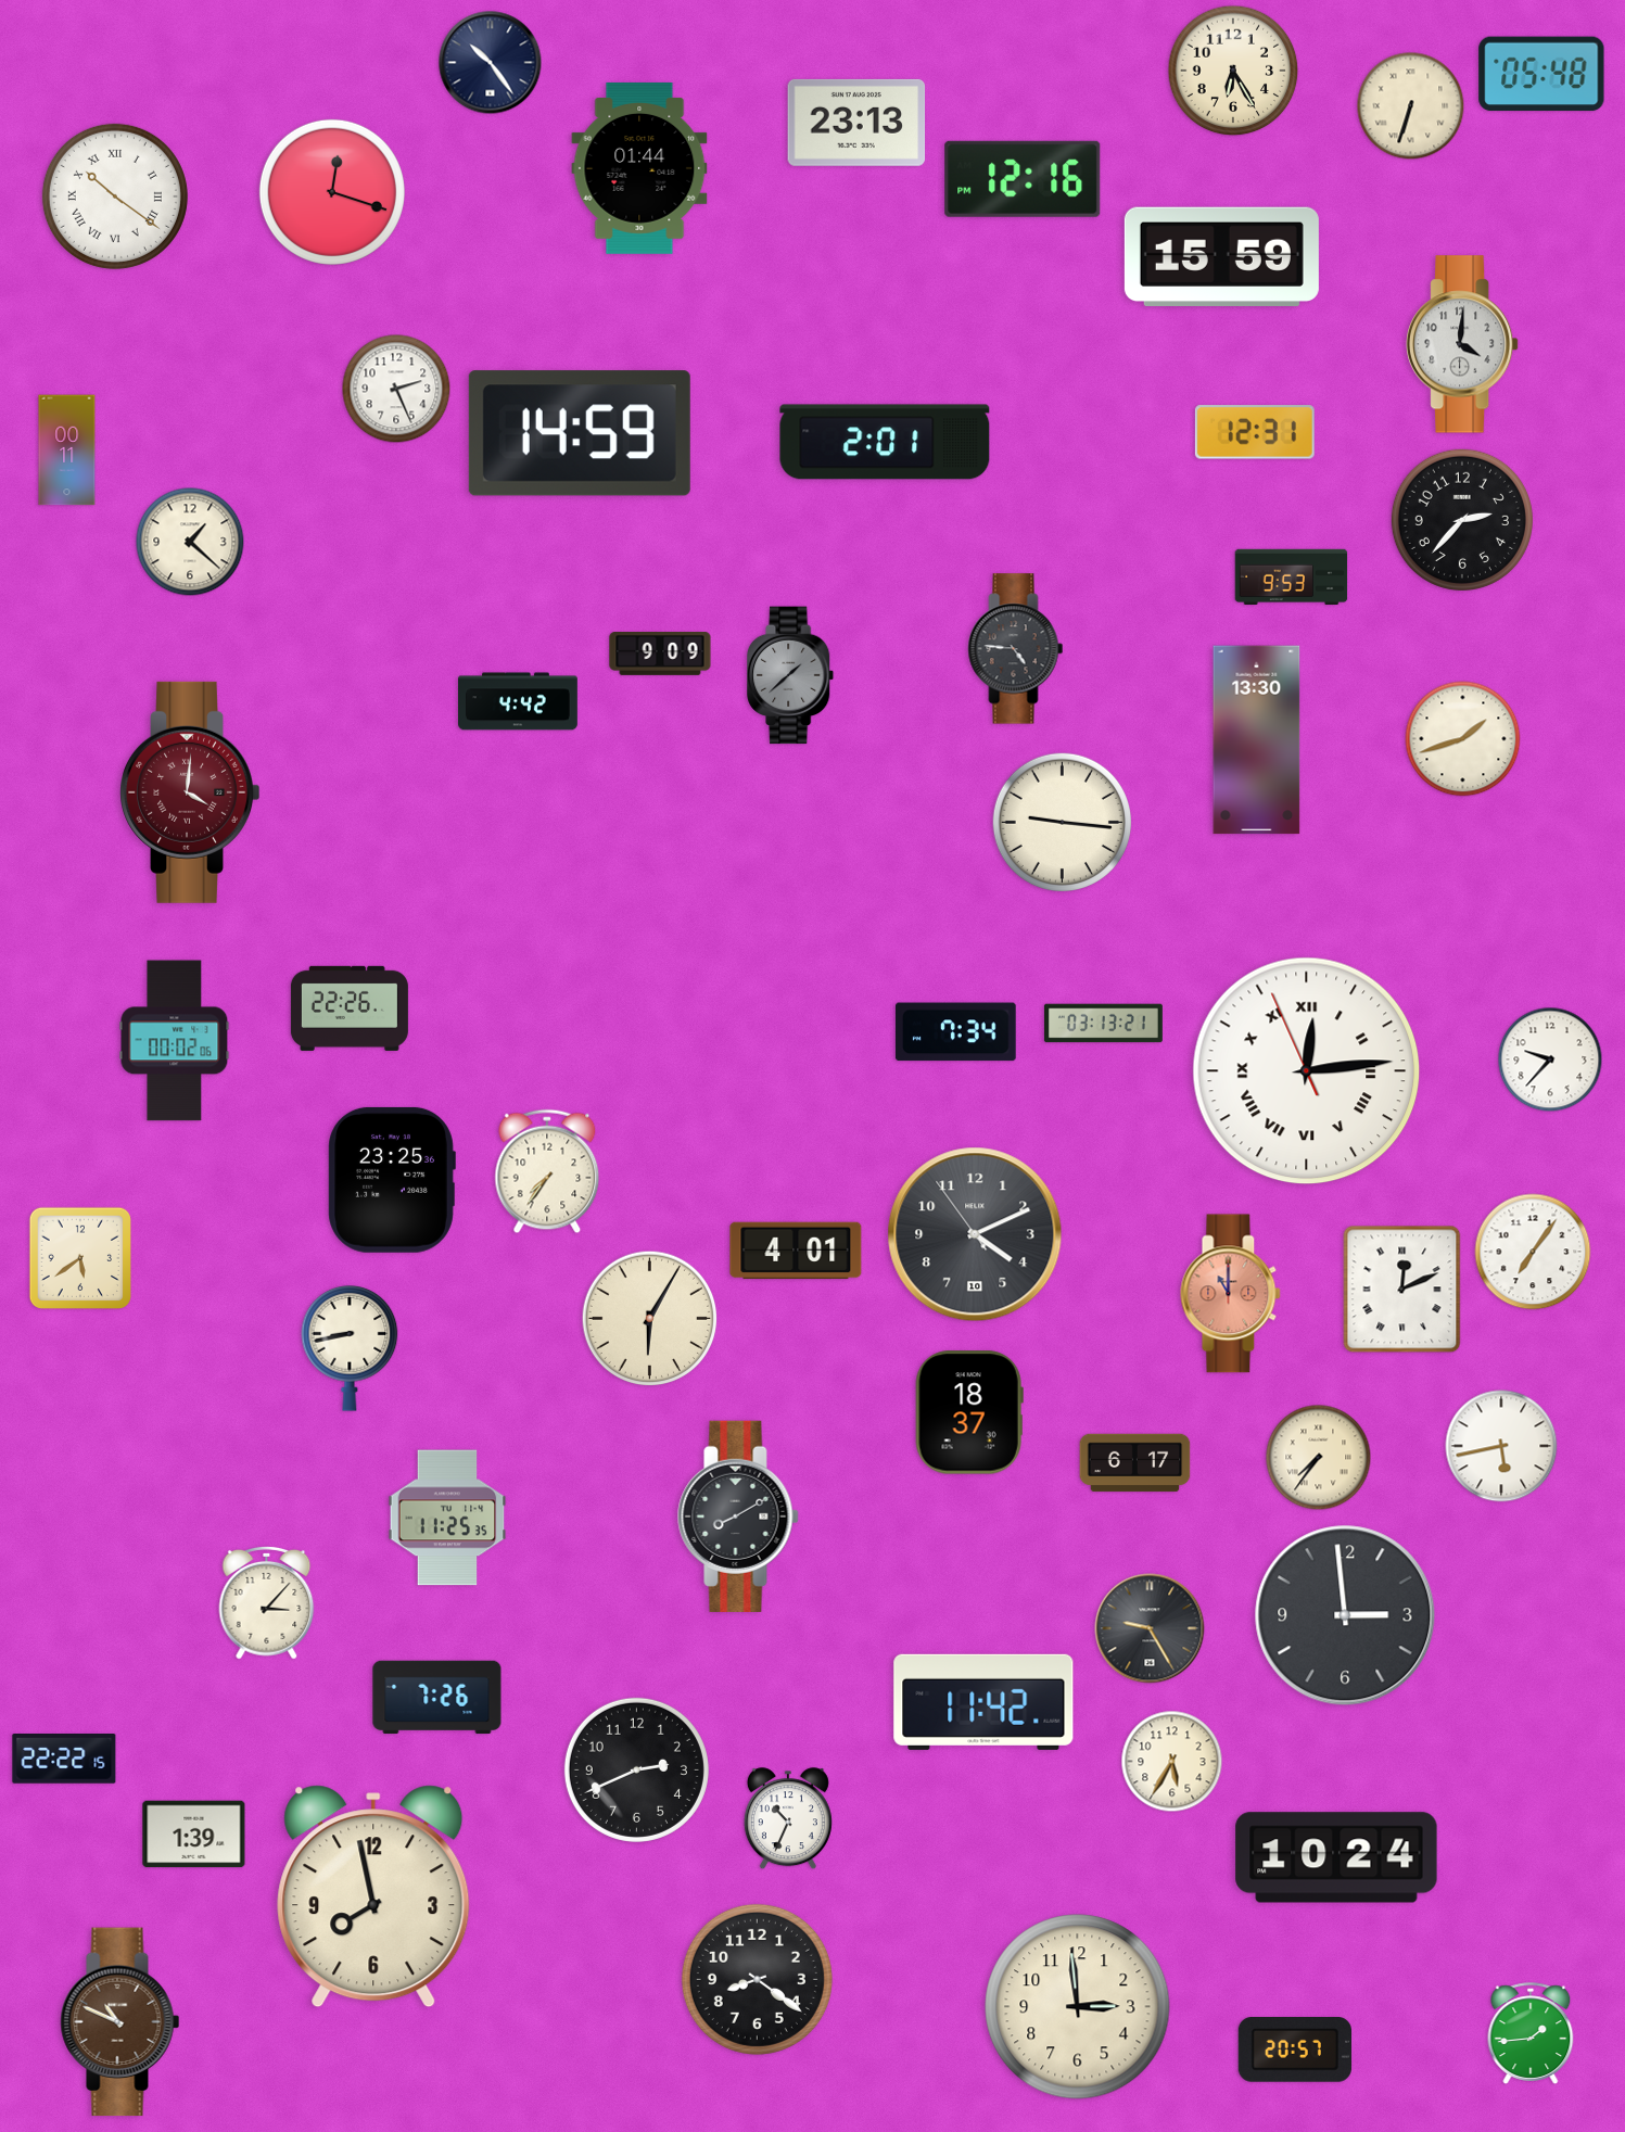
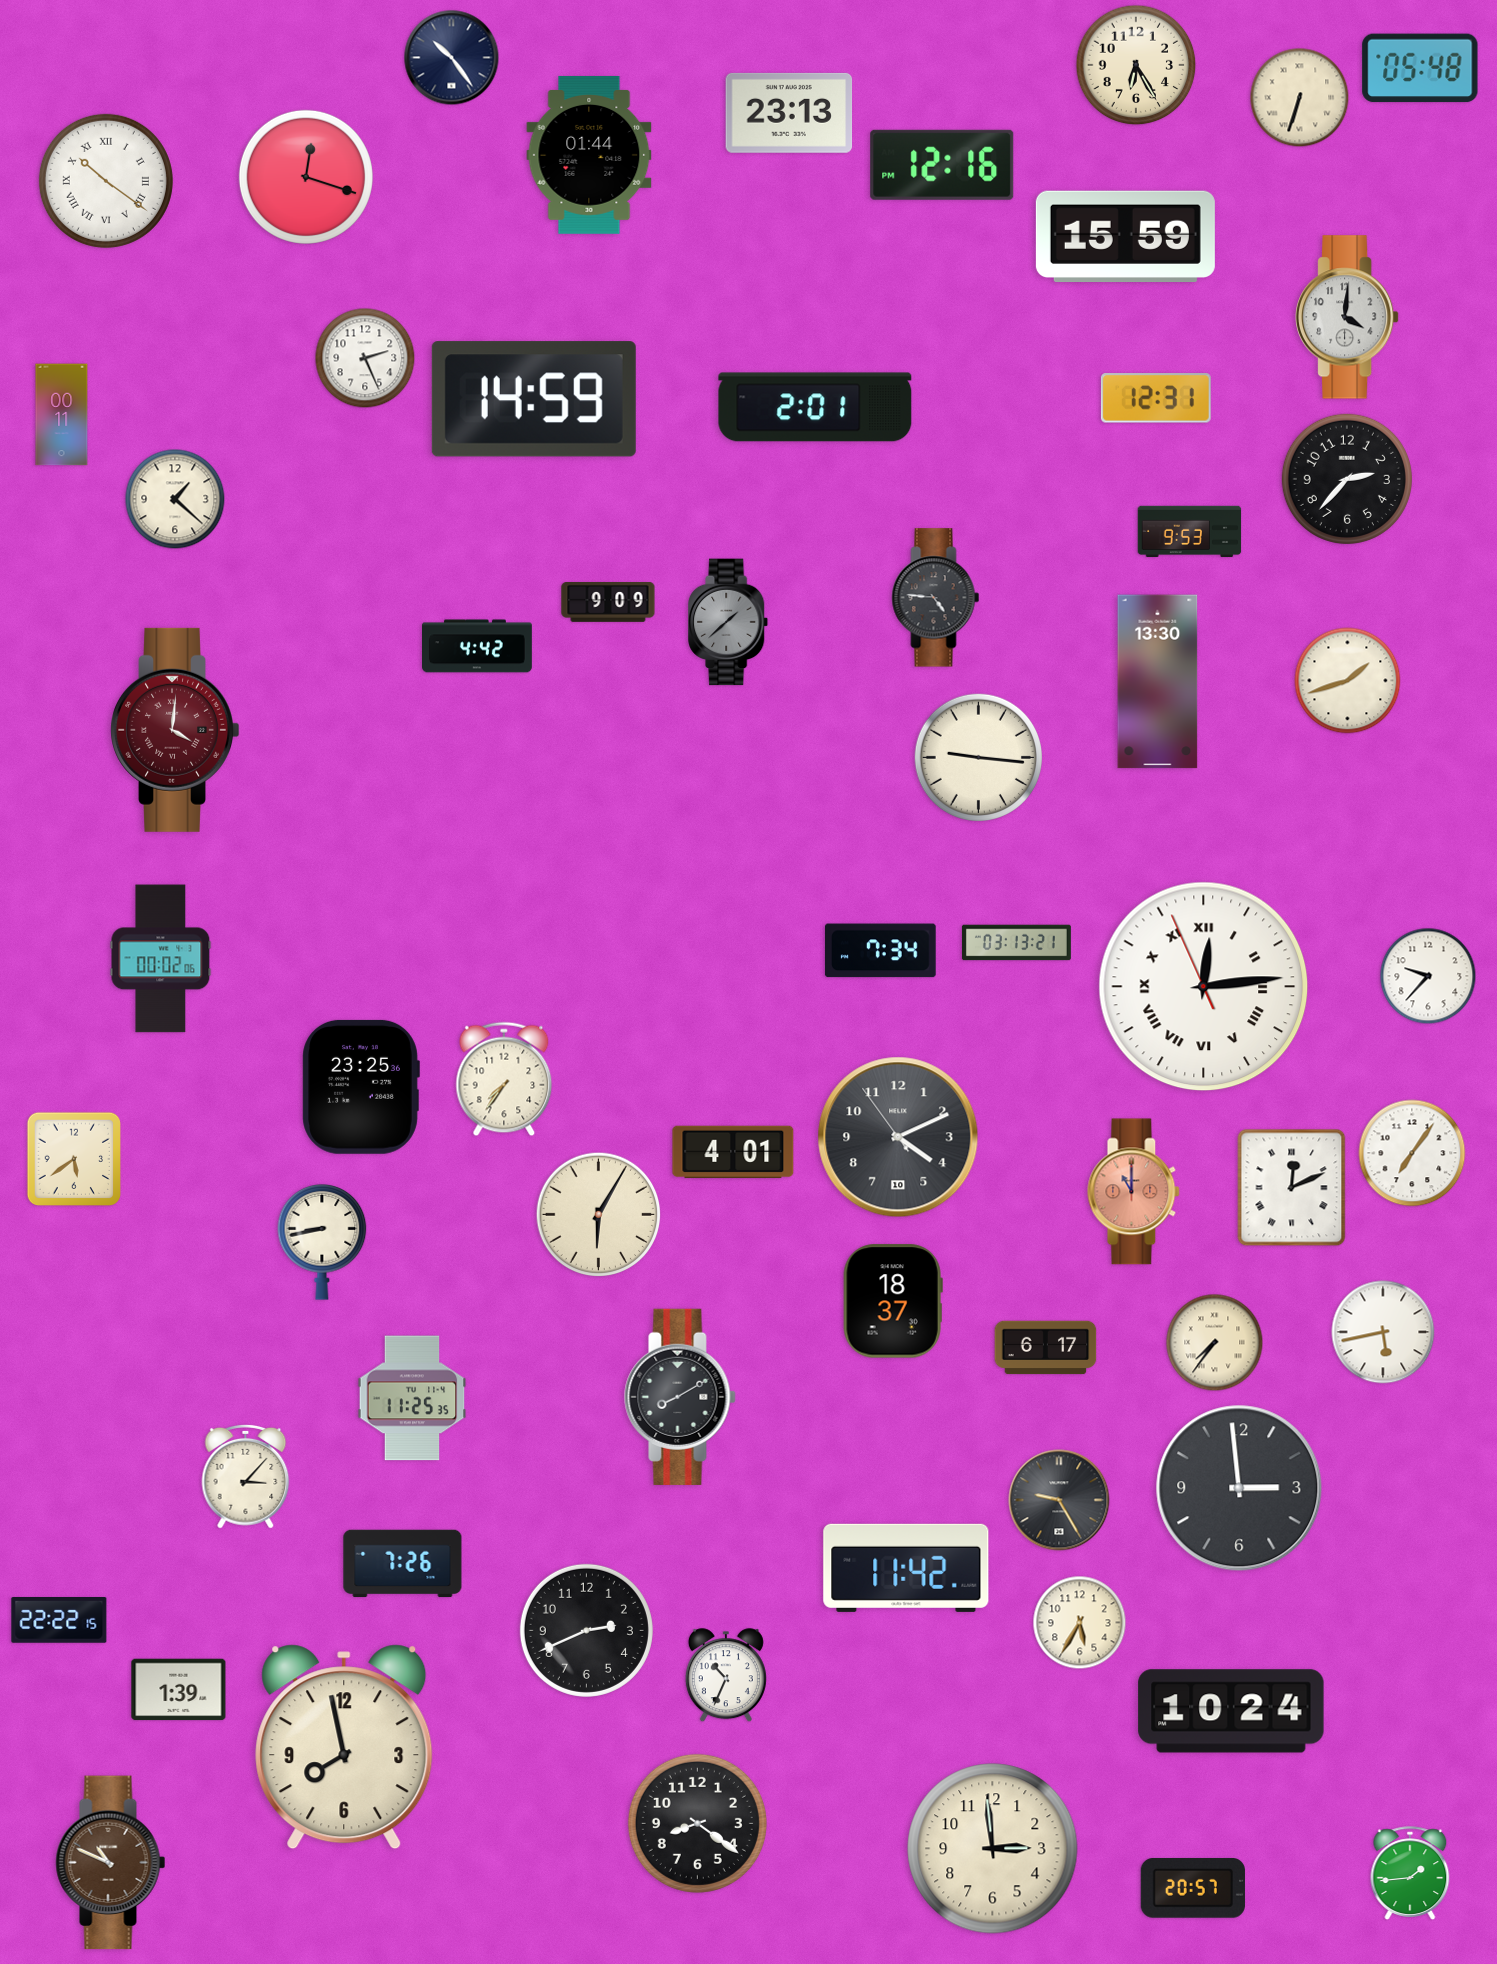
clock at (350, 1008): 22:26 -> none
